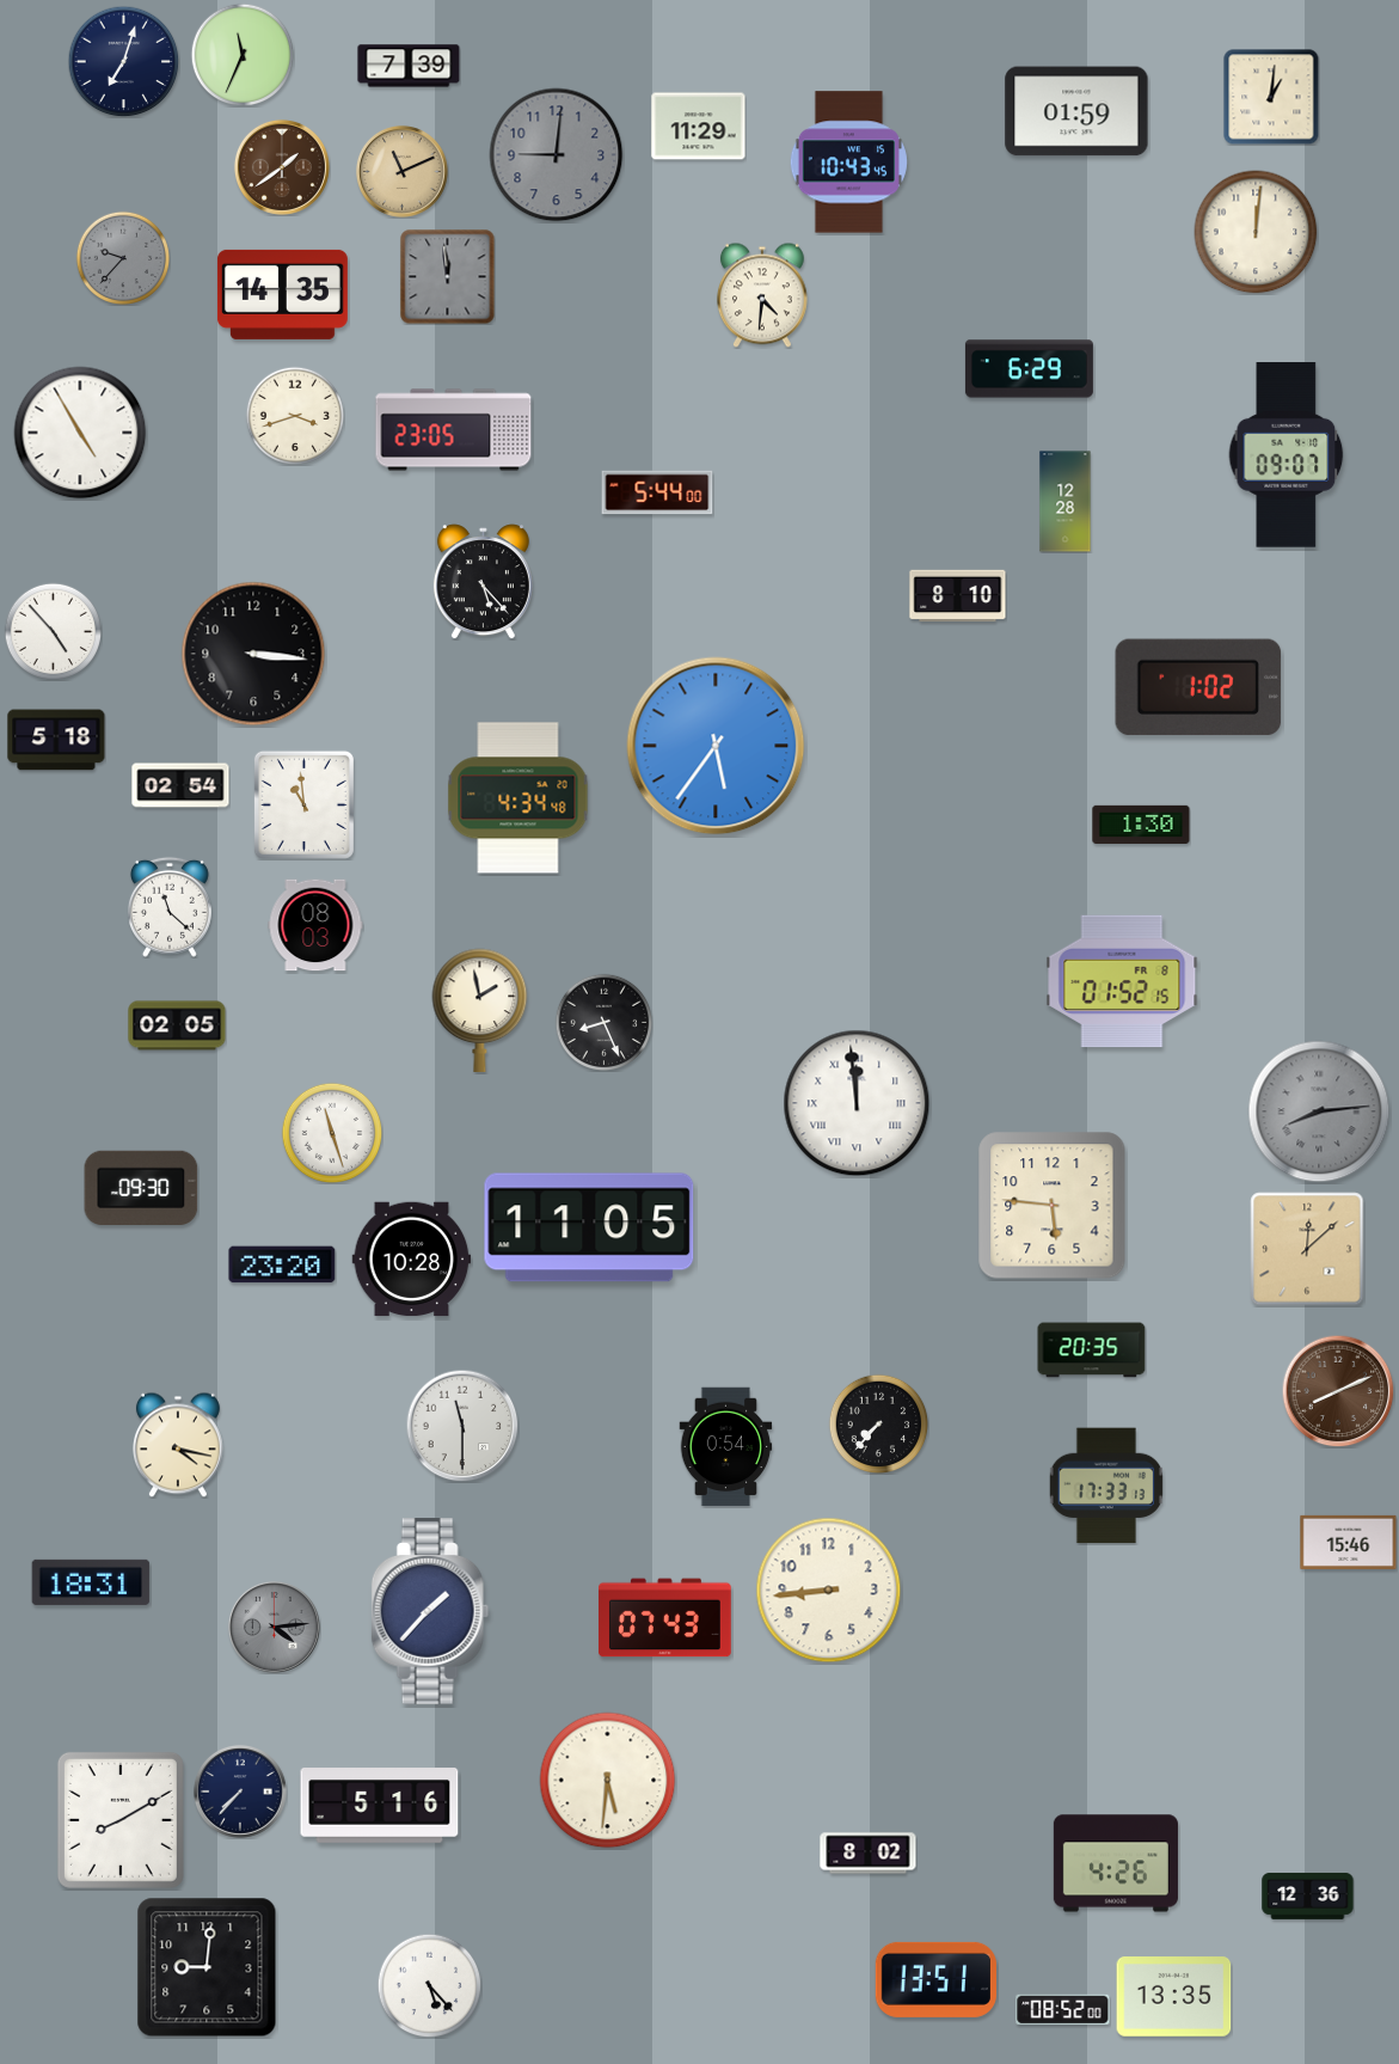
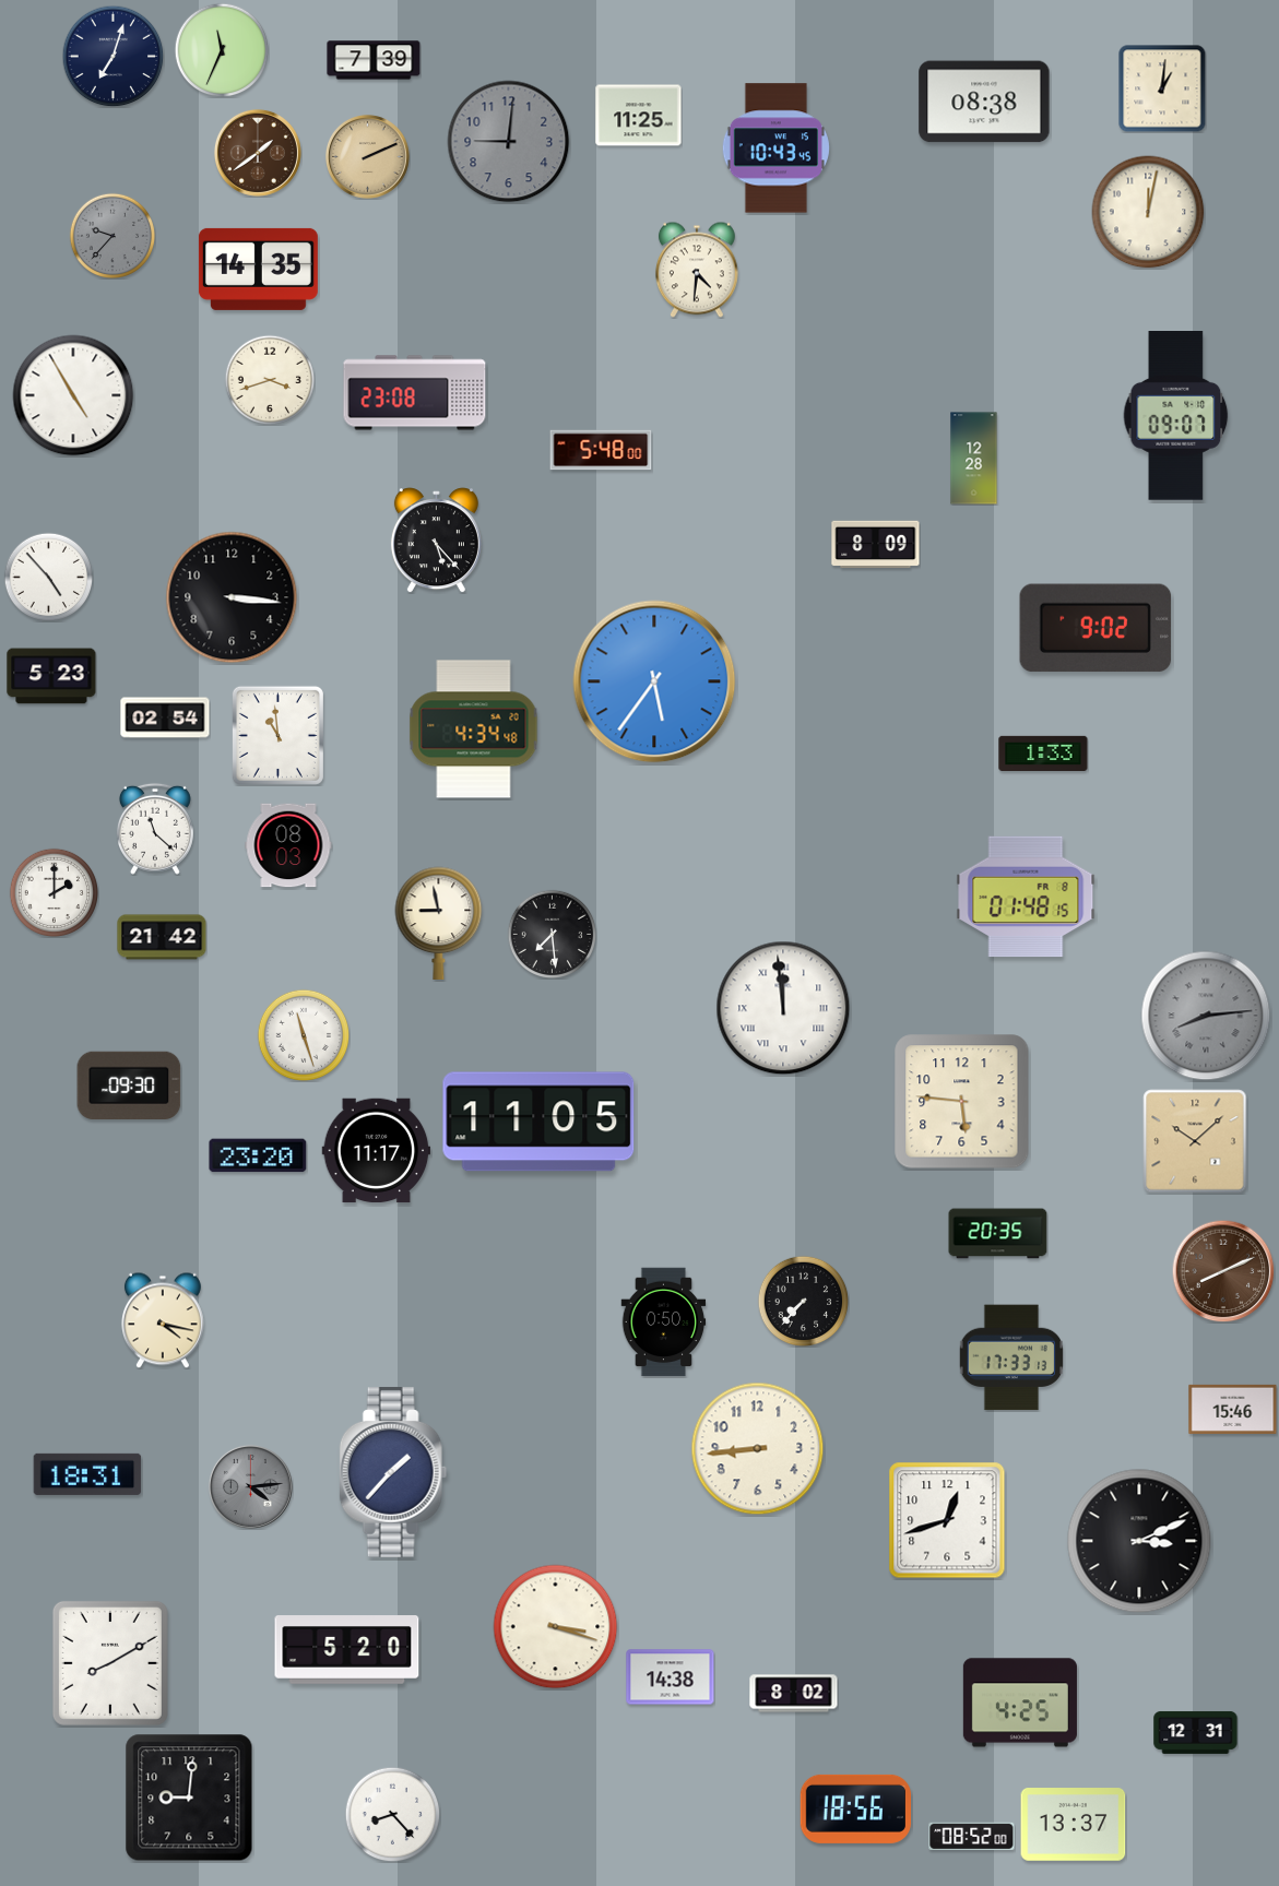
clock at (1076, 111): 01:59 -> 08:38
clock at (699, 127): 11:29 -> 11:25
clock at (401, 171): 11:11 -> 2:11
clock at (1256, 232): 12:01 -> 12:02
clock at (448, 277): 11:59 -> none
clock at (1029, 369): 6:29 -> none
clock at (454, 430): 23:05 -> 23:08
clock at (657, 492): 5:44 -> 5:48
clock at (483, 582) position: (483, 582) -> (436, 541)
clock at (958, 596): 8:10 -> 8:09
clock at (1198, 687): 1:02 -> 9:02
clock at (56, 740): 5:18 -> 5:23
clock at (1141, 823): 1:30 -> 1:33
clock at (54, 892): none -> 2:00
clock at (1122, 981): 01:52 -> 01:48
clock at (480, 1010): 1:58 -> 8:58
clock at (603, 1022): 8:26 -> 7:29
clock at (177, 1025): 02:05 -> 21:42
clock at (1307, 1249): 12:08 -> 10:08
clock at (412, 1260): 10:28 -> 11:17
clock at (462, 1426): 11:30 -> none
clock at (726, 1447): 0:54 -> 0:50
clock at (91, 1582) position: (91, 1582) -> (87, 1474)
clock at (829, 1591) position: (829, 1591) -> (758, 1449)
clock at (665, 1618): 07:43 -> none
clock at (947, 1520): none -> 12:42
clock at (1139, 1541): none -> 3:11
clock at (608, 1781): 5:31 -> 3:18
clock at (240, 1792): 7:37 -> none
clock at (380, 1806): 5:16 -> 5:20
clock at (671, 1677): none -> 14:38
clock at (1116, 1863): 4:26 -> 4:25
clock at (1308, 1895): 12:36 -> 12:31
clock at (935, 1979): 13:51 -> 18:56
clock at (429, 1985): 5:23 -> 8:23
clock at (1174, 1997): 13:35 -> 13:37
